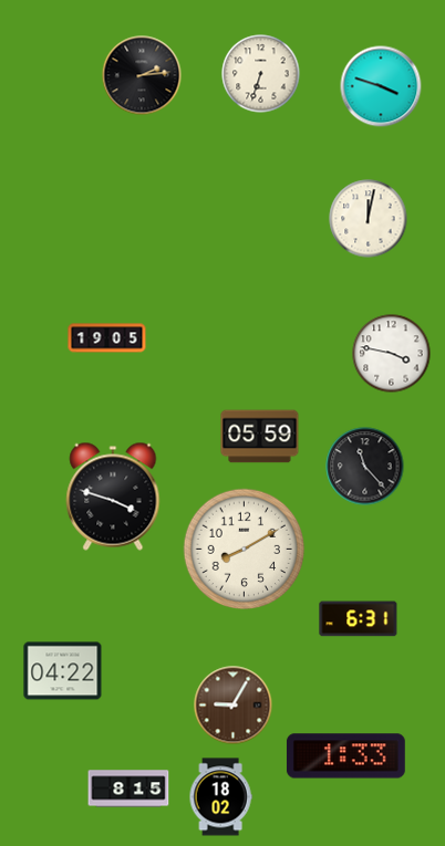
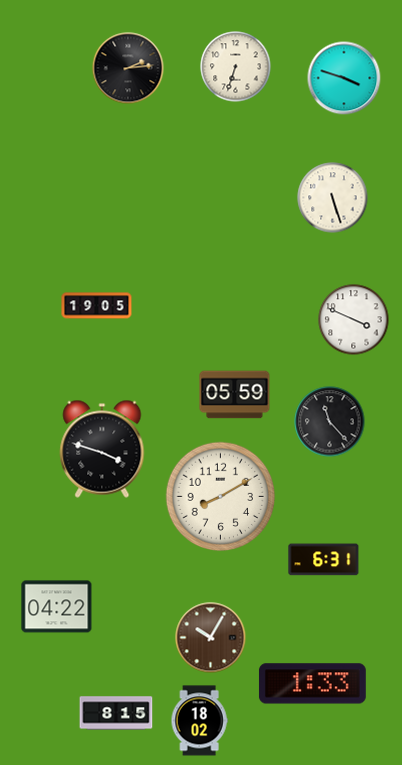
clock at (369, 219): 12:02 -> 5:27
clock at (392, 354): 3:47 -> 3:49
clock at (234, 706): 9:05 -> 10:05
